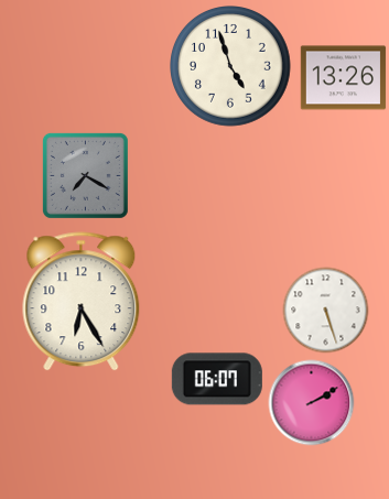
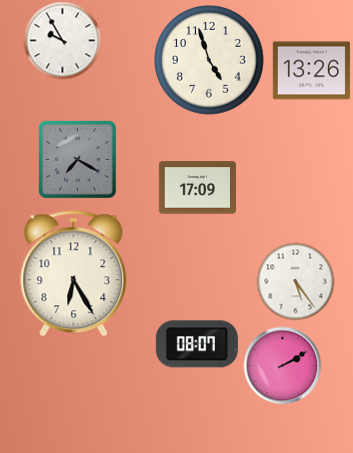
clock at (62, 40): none -> 9:55
clock at (197, 188): none -> 17:09
clock at (325, 310): 5:27 -> 5:24
clock at (217, 379): 06:07 -> 08:07
